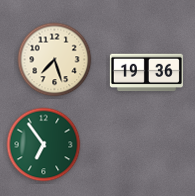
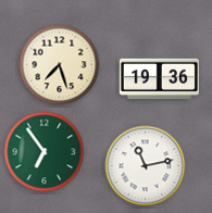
clock at (44, 145) position: (44, 145) -> (45, 152)
clock at (146, 166): none -> 11:13
